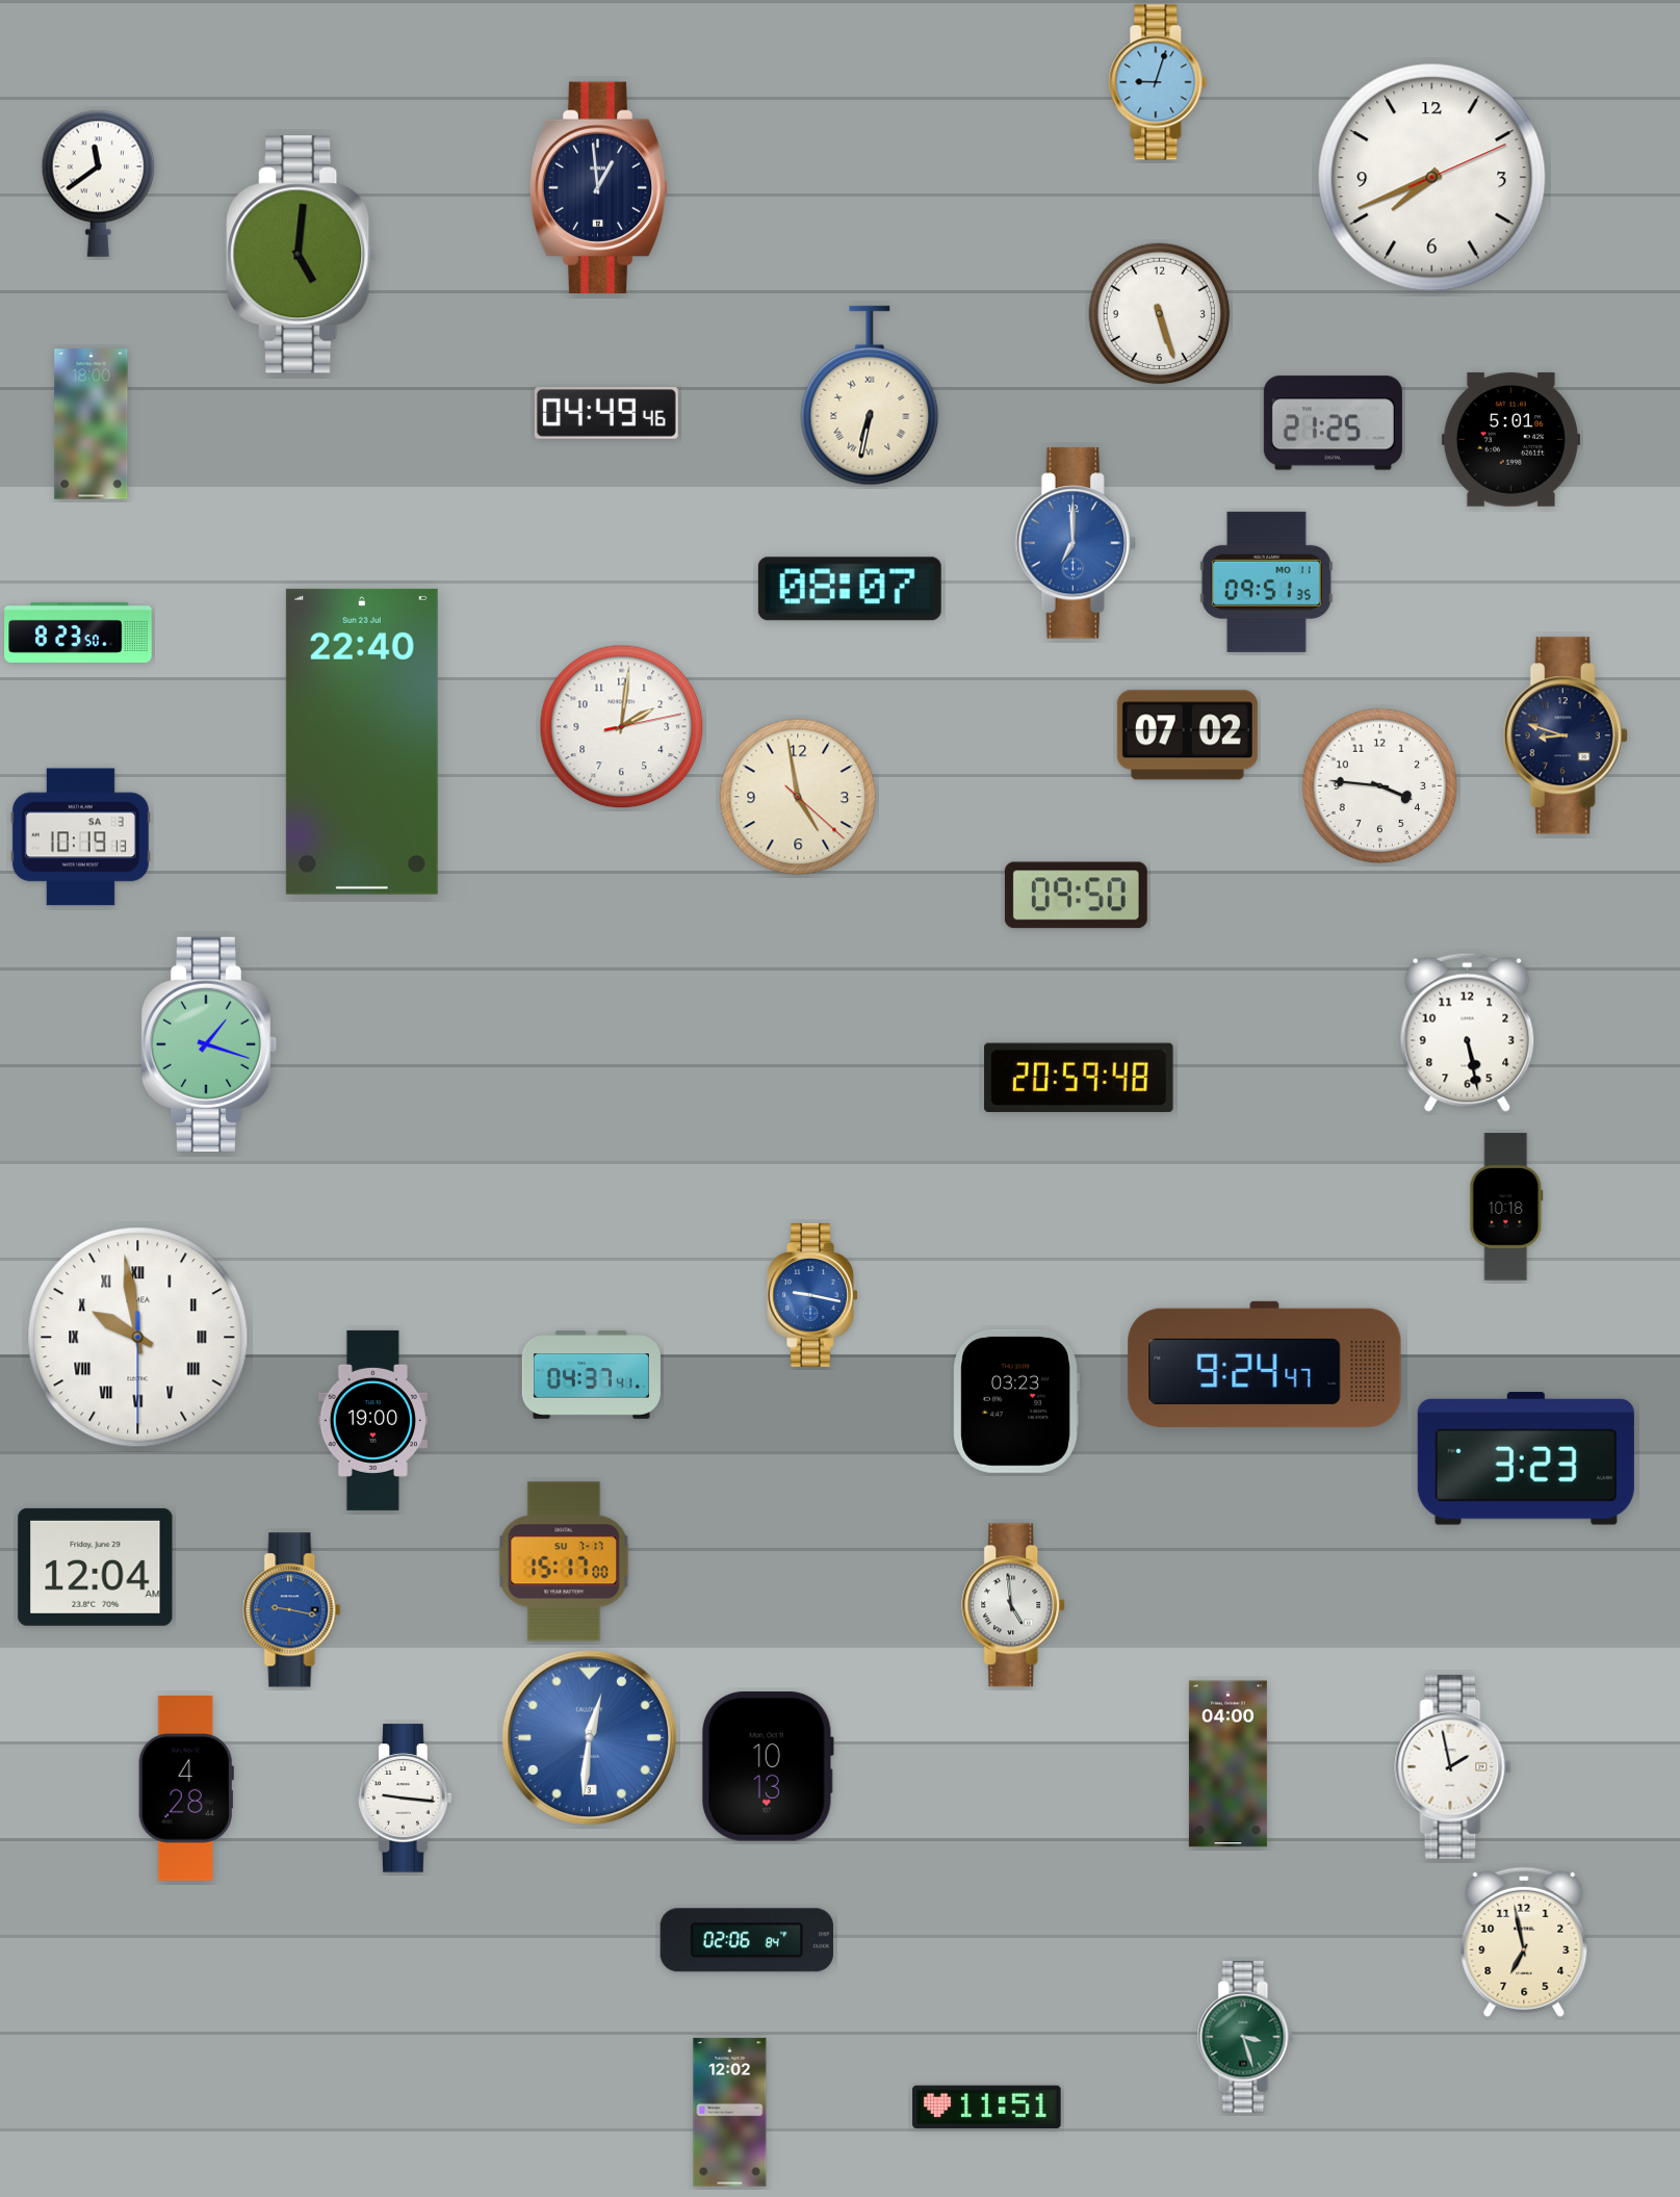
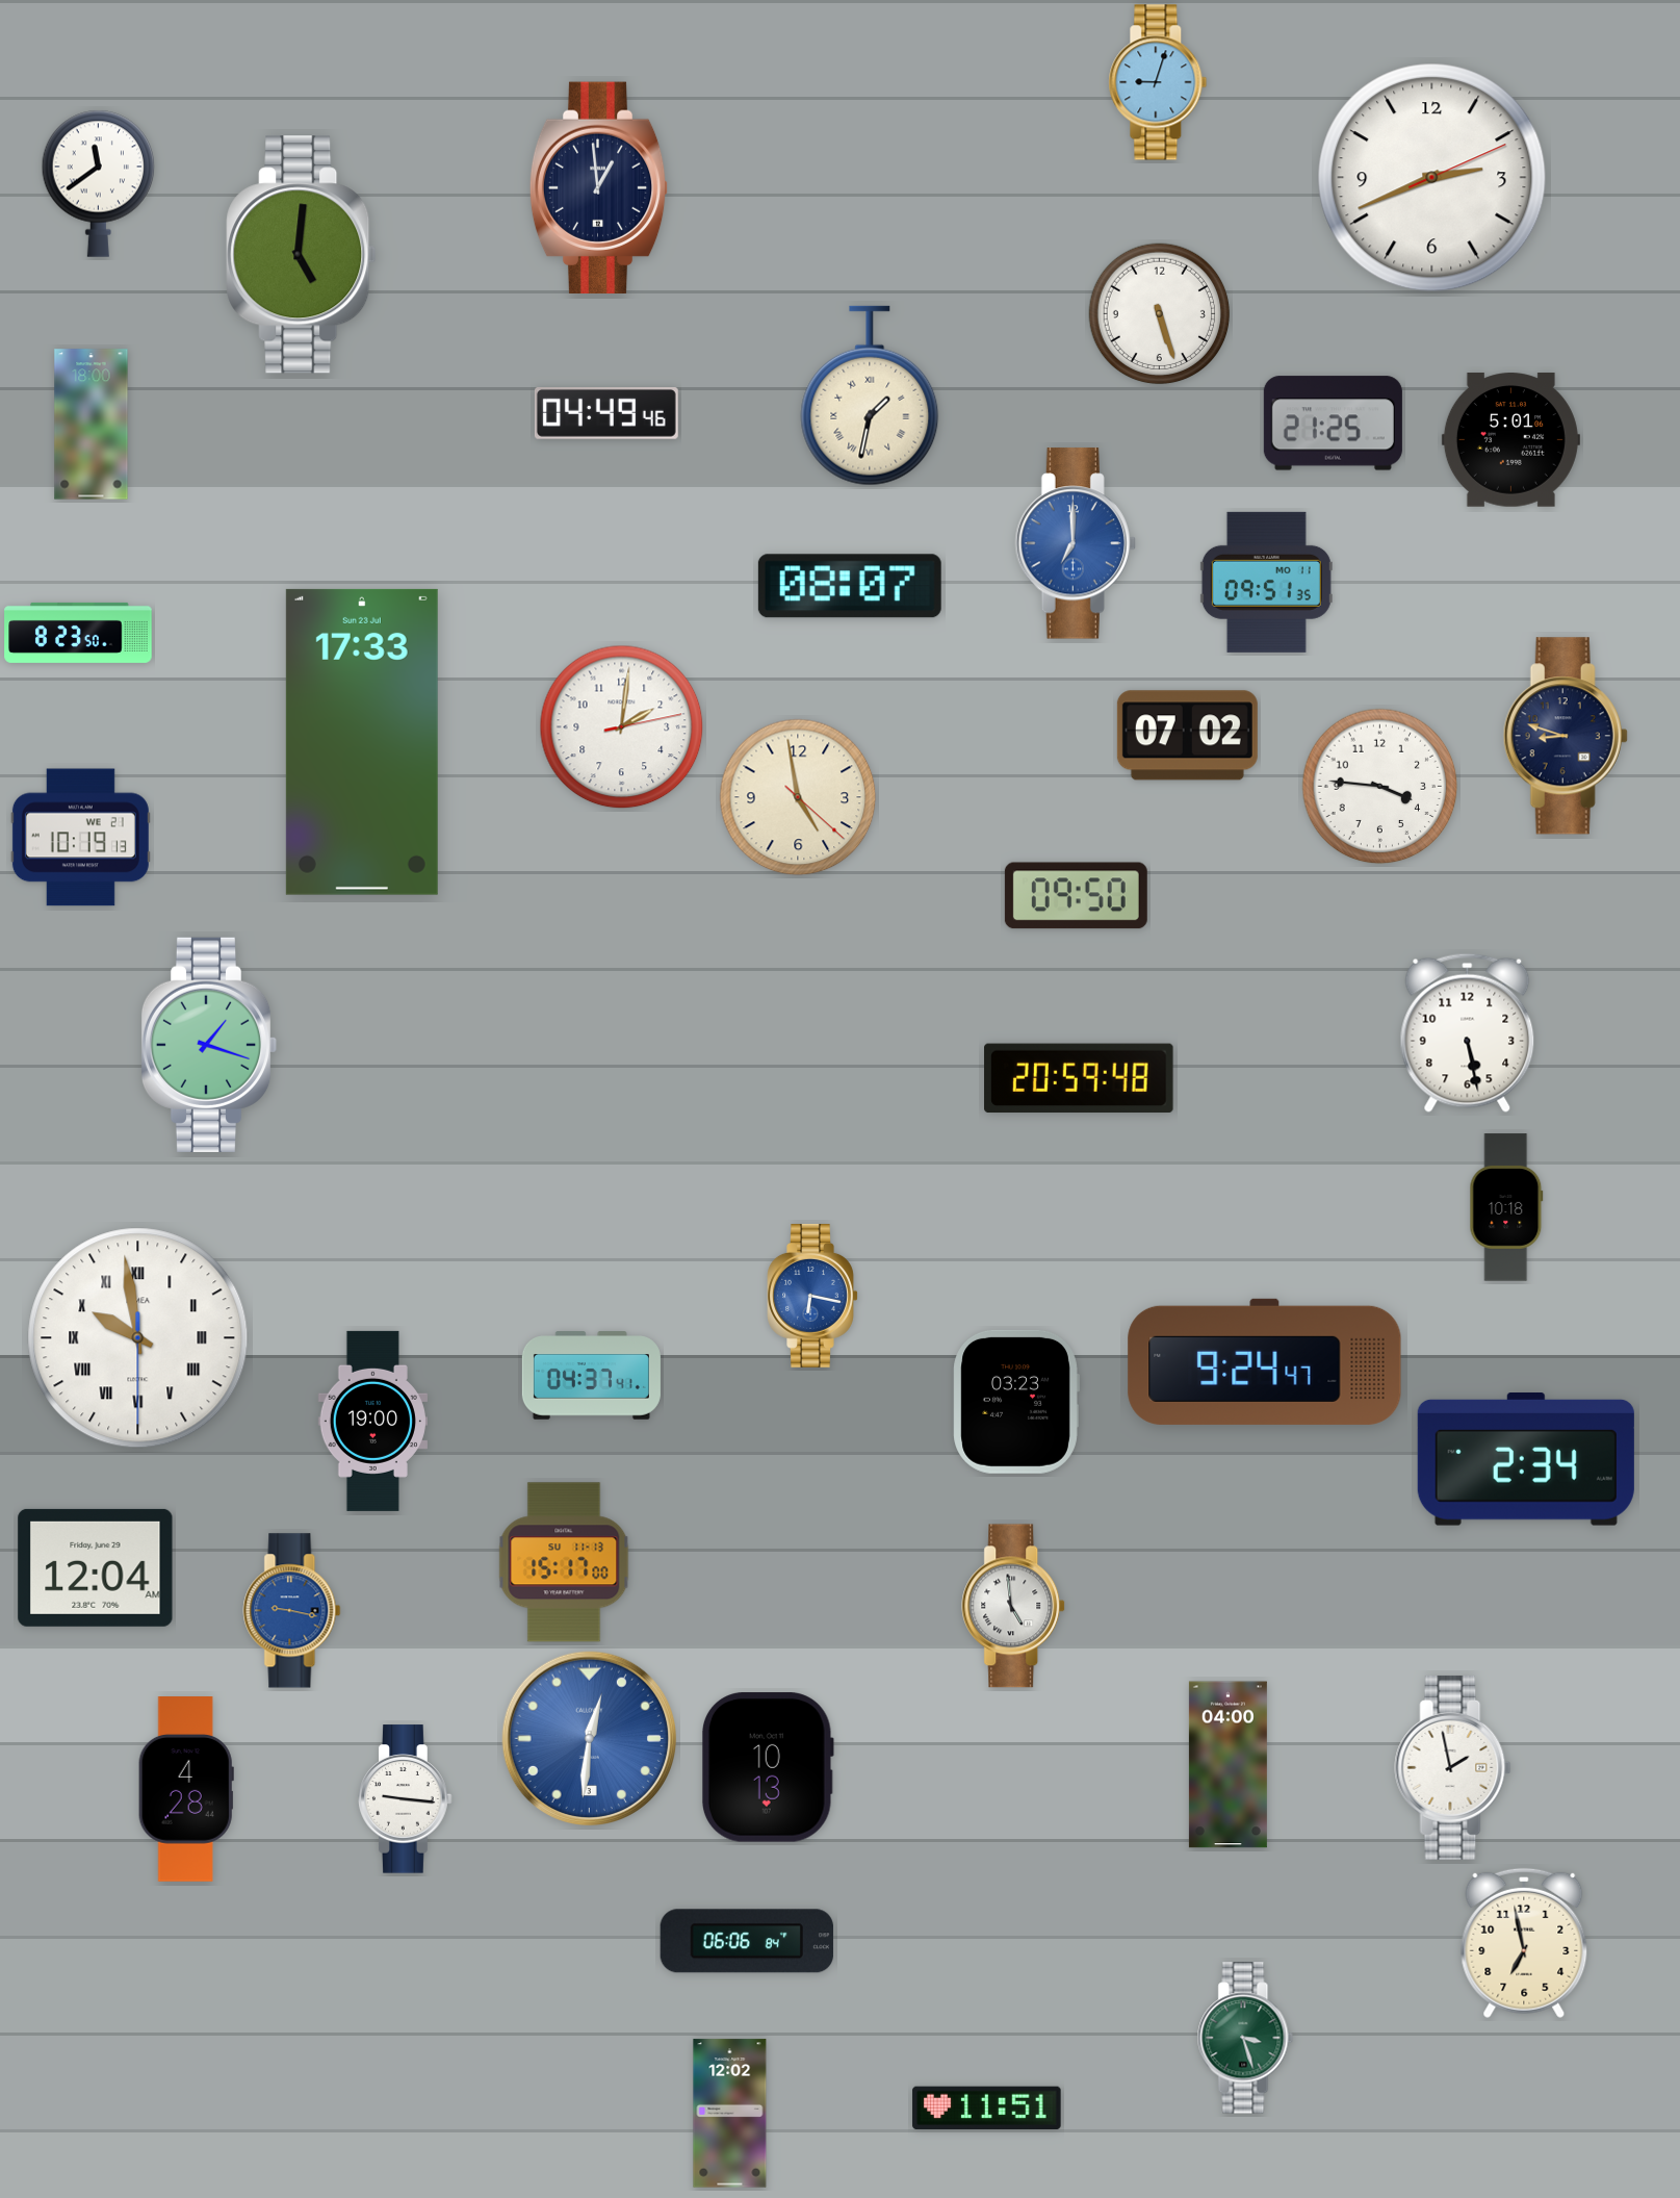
clock at (1432, 178): 7:41 -> 2:41
clock at (870, 395): 6:32 -> 1:32
clock at (850, 589) position: (850, 589) -> (850, 586)
clock at (362, 742): 22:40 -> 17:33
clock at (80, 837) date: SA 3 -> WE 21
clock at (812, 1295): 9:17 -> 6:17
clock at (1265, 1364) position: (1265, 1364) -> (1265, 1361)
clock at (1526, 1459): 3:23 -> 2:34
clock at (564, 1561) date: SU 7-17 -> SU 11-13
clock at (747, 1940): 02:06 -> 06:06
